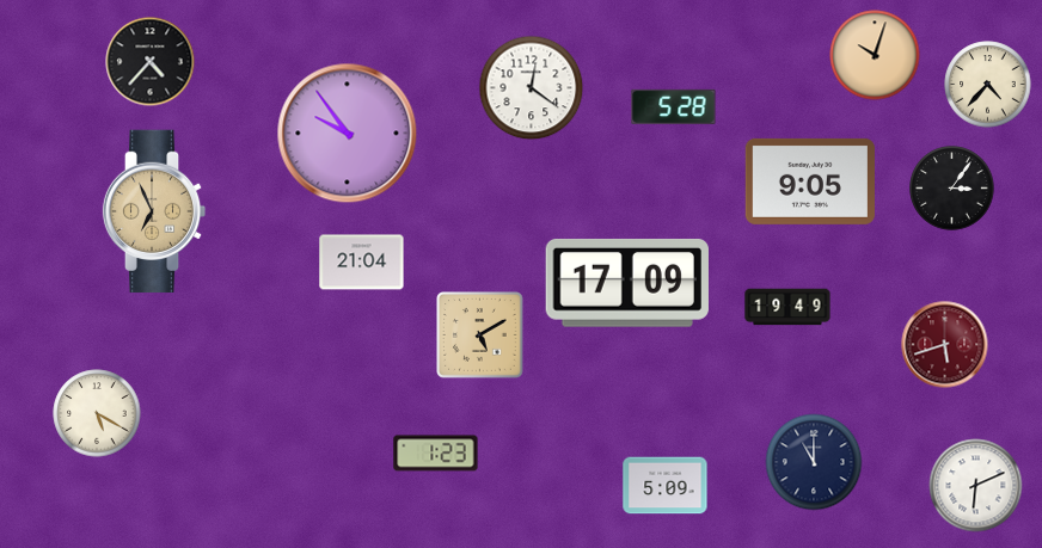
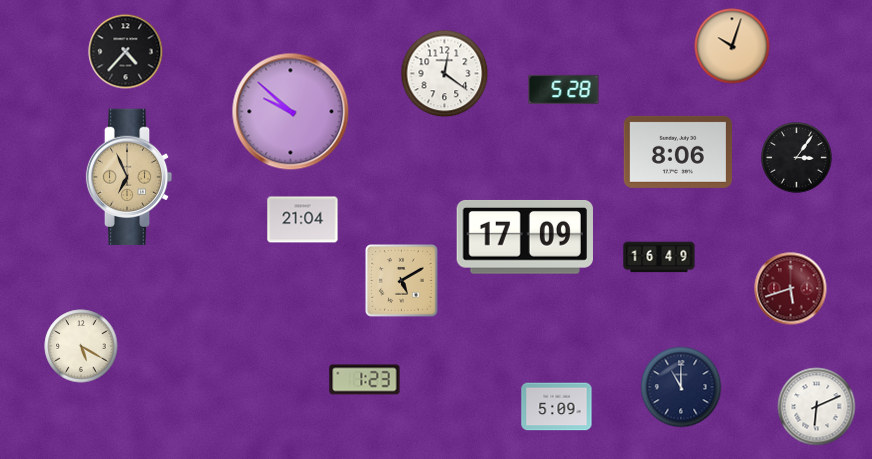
clock at (988, 85): 4:37 -> none
clock at (348, 134): 9:54 -> 9:52
clock at (810, 181): 9:05 -> 8:06
clock at (787, 307): 19:49 -> 16:49
